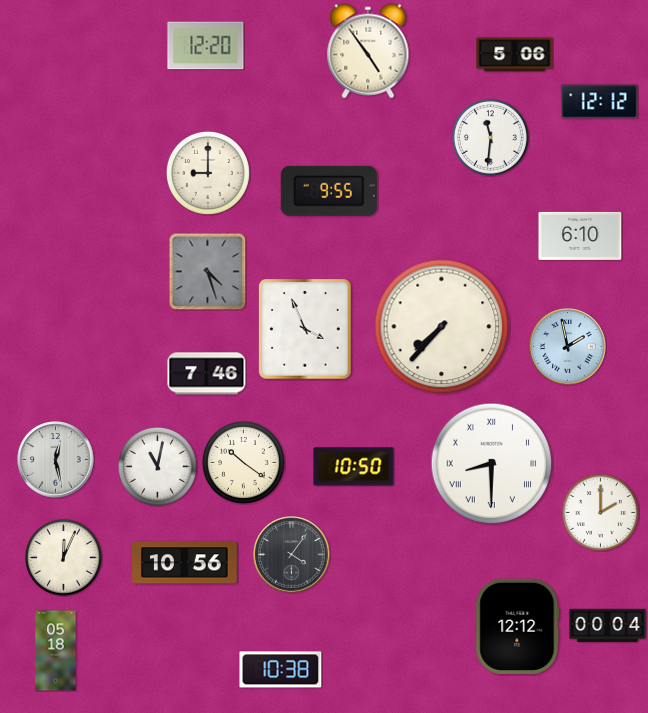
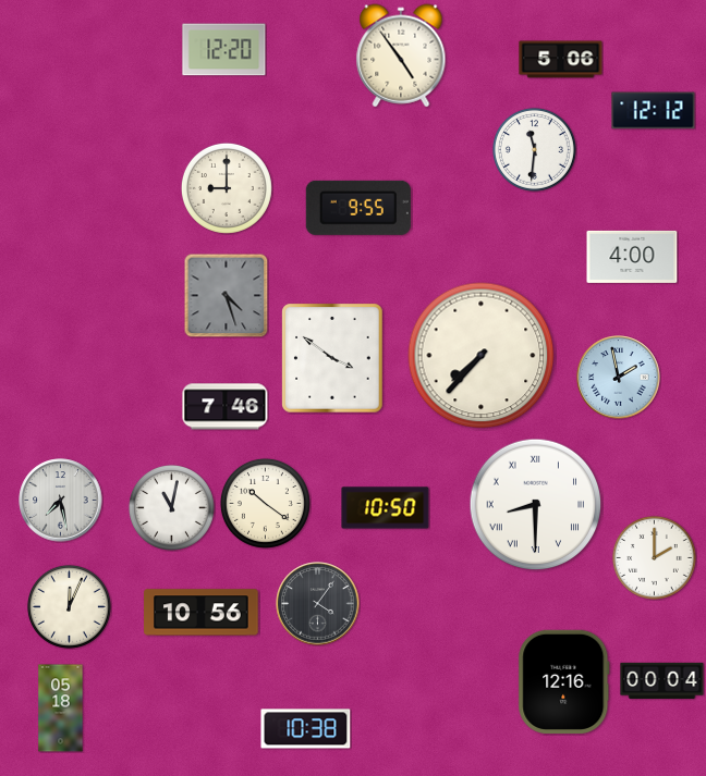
clock at (580, 236): 6:10 -> 4:00
clock at (305, 329): 3:56 -> 3:51
clock at (56, 460): 12:28 -> 7:28
clock at (518, 626): 12:12 -> 12:16
